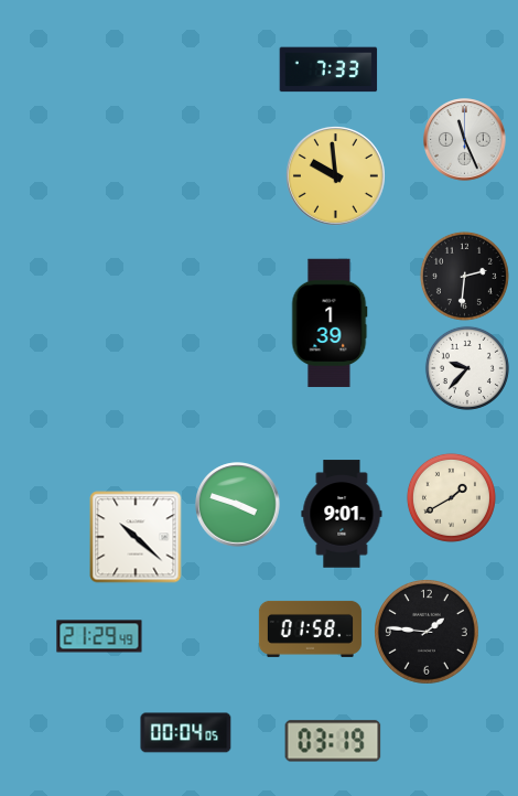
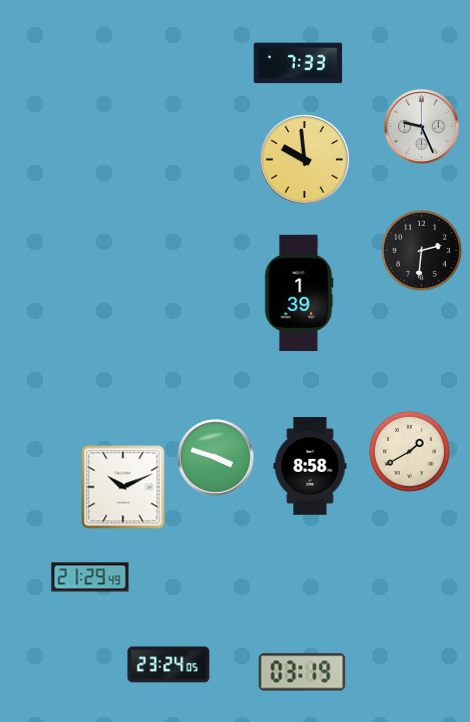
clock at (465, 140): 11:26 -> 9:26
clock at (467, 368): 9:37 -> none
clock at (342, 514): 9:01 -> 8:58
clock at (136, 537): 10:22 -> 10:11
clock at (310, 628): 01:58 -> none
clock at (428, 633): 1:46 -> none
clock at (186, 733): 00:04 -> 23:24
